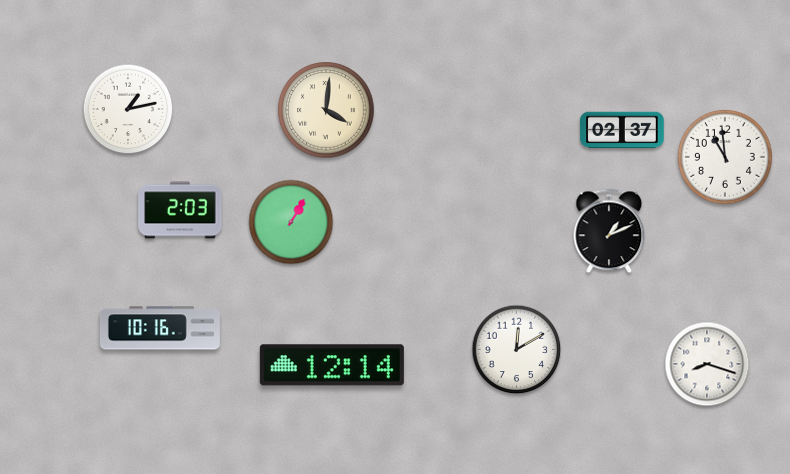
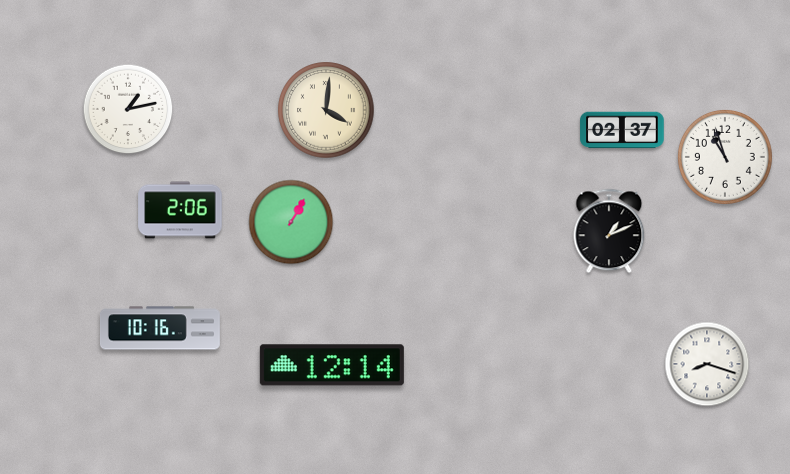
clock at (725, 157): 10:59 -> 10:57
clock at (180, 210): 2:03 -> 2:06
clock at (517, 350): 12:10 -> none
